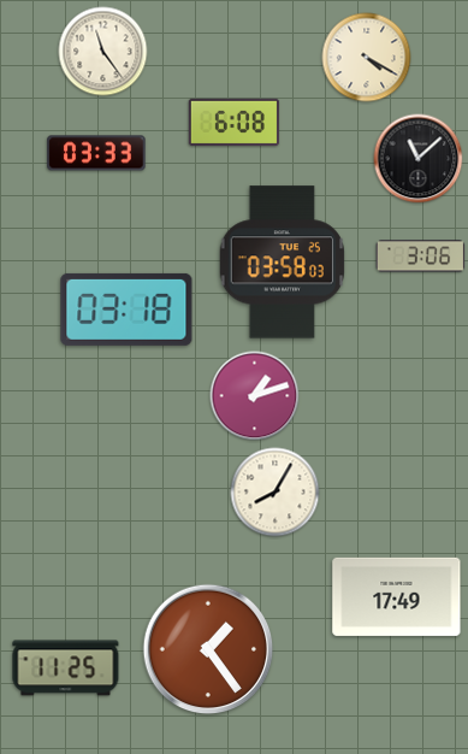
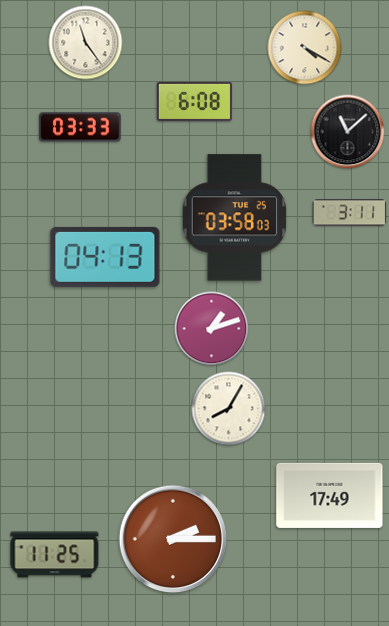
clock at (421, 257): 3:06 -> 3:11
clock at (126, 310): 03:18 -> 04:13
clock at (208, 649): 1:24 -> 2:15
